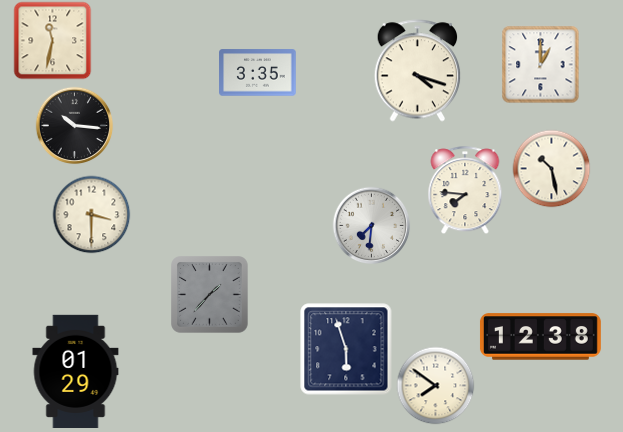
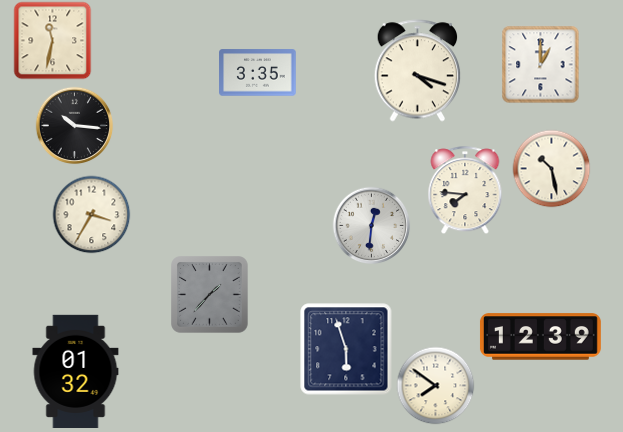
clock at (91, 214): 3:30 -> 3:35
clock at (371, 225): 7:31 -> 12:31
clock at (540, 337): 12:38 -> 12:39
clock at (76, 371): 01:29 -> 01:32
